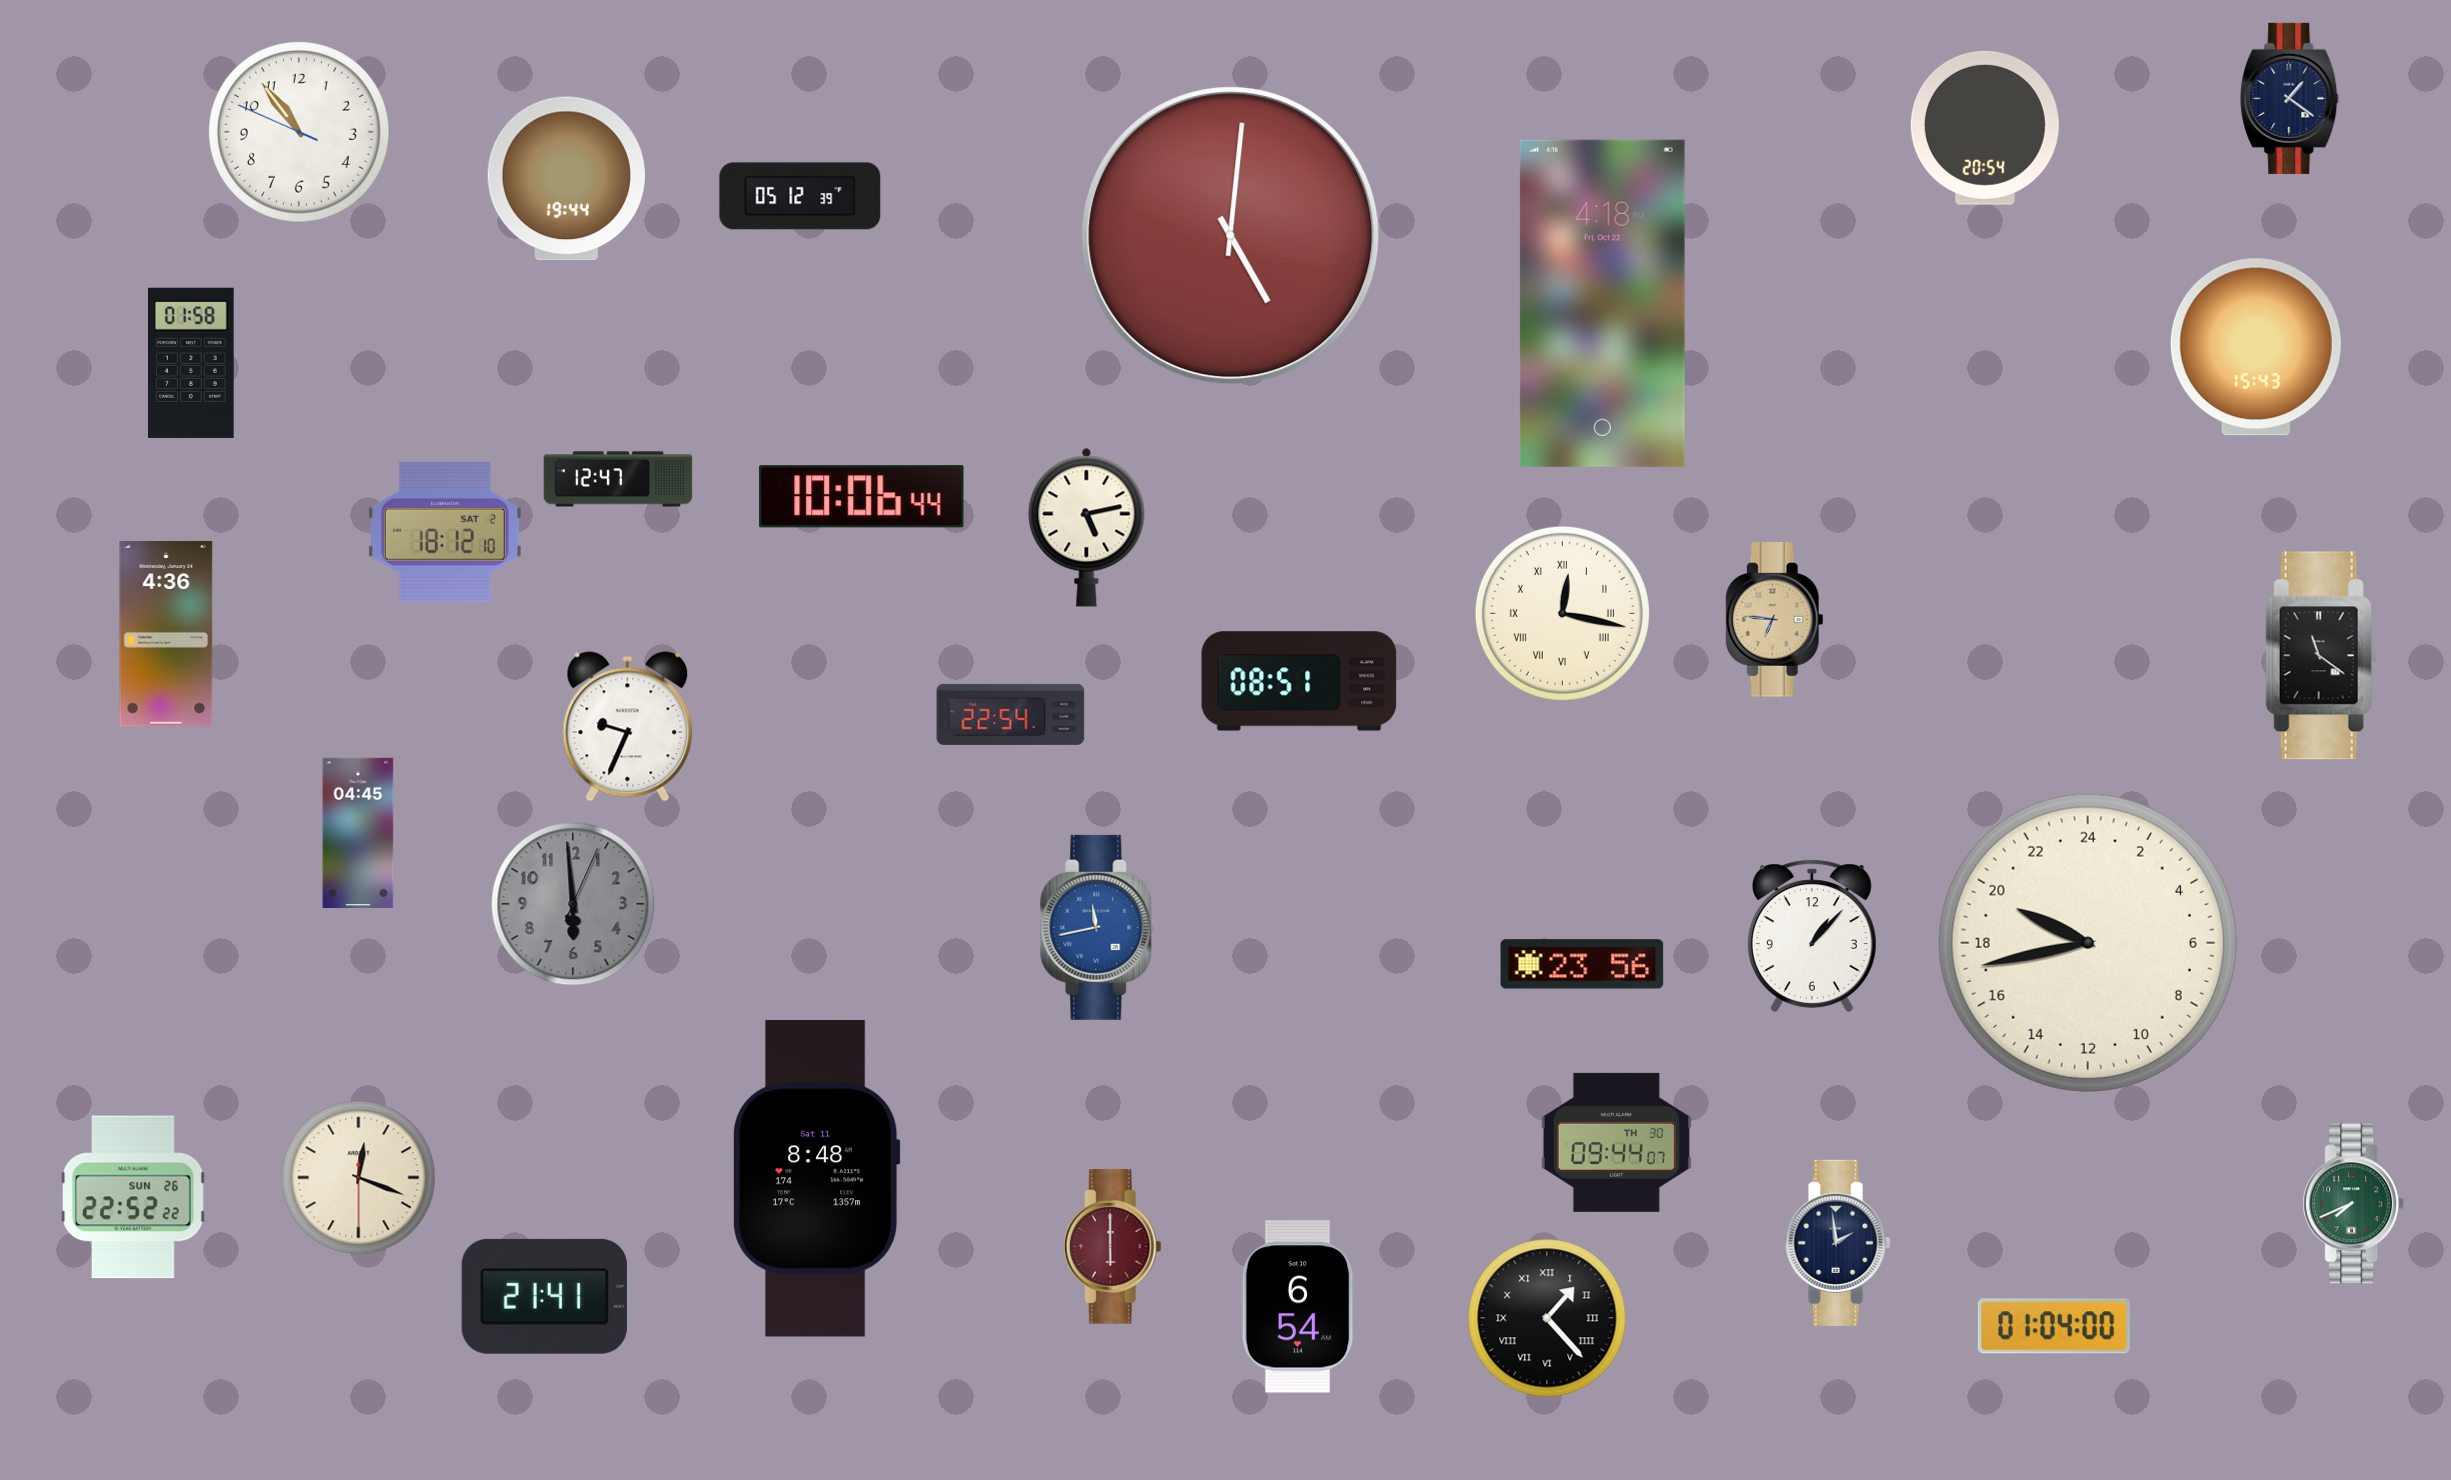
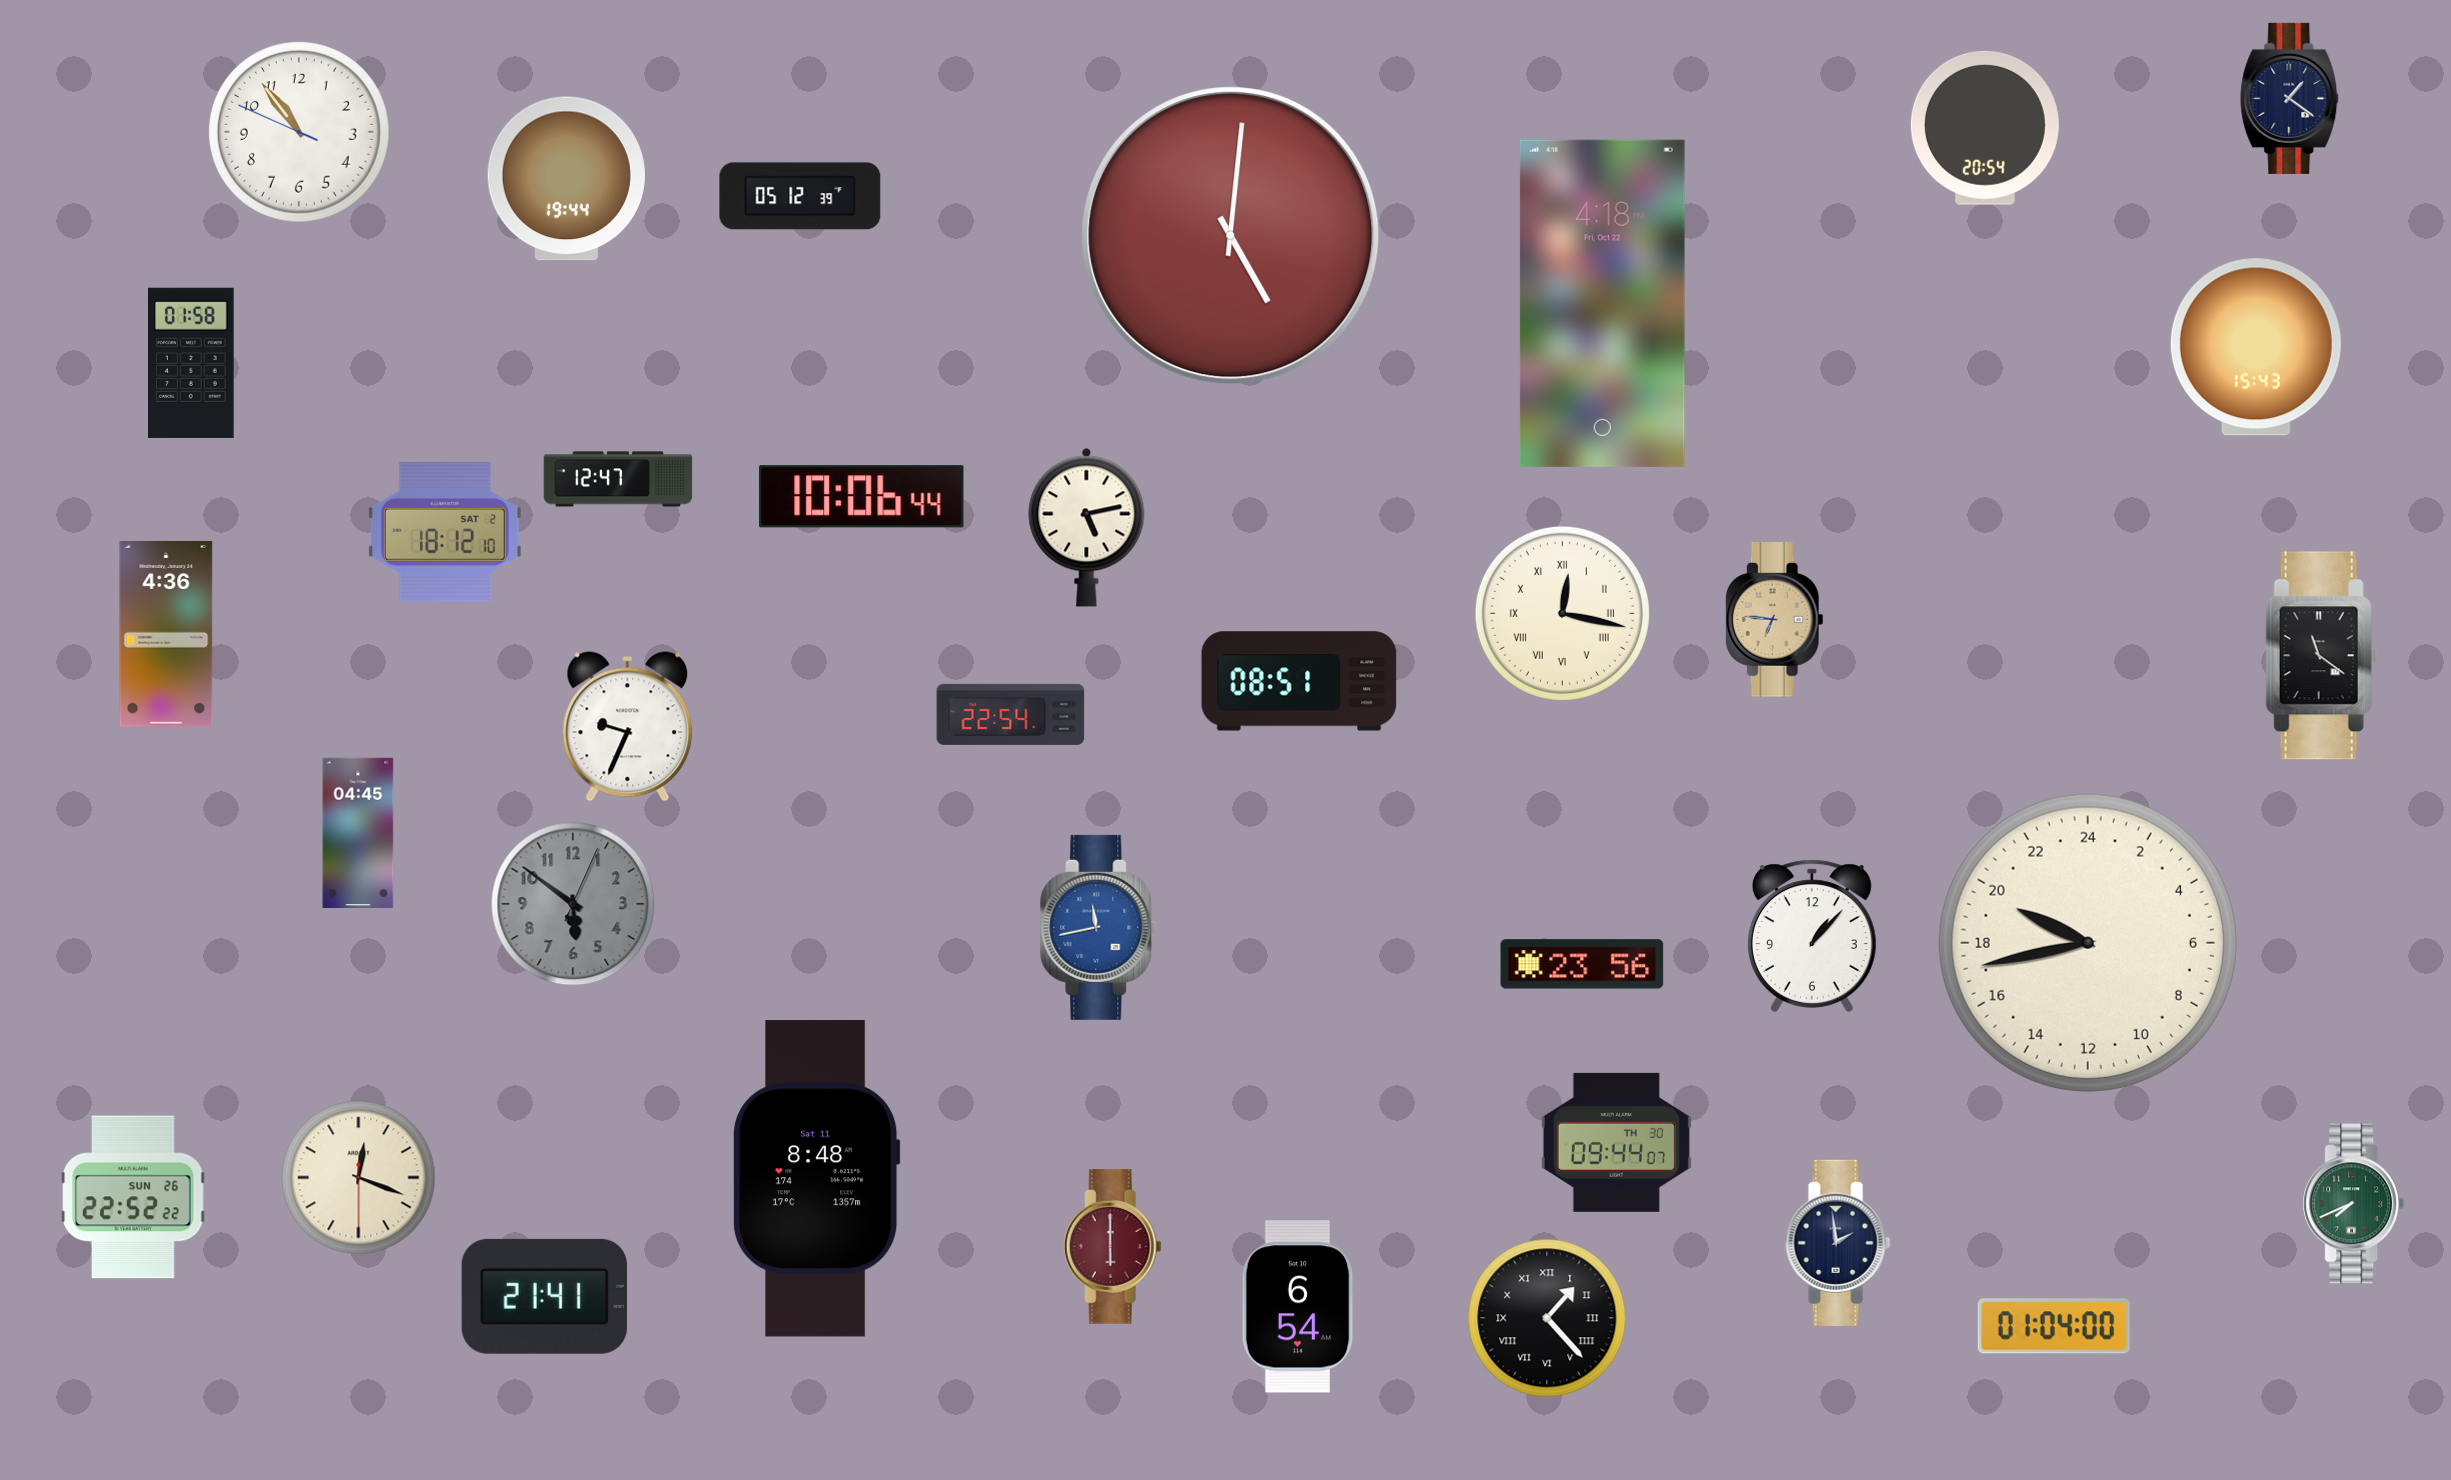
clock at (573, 904): 5:59 -> 5:51
